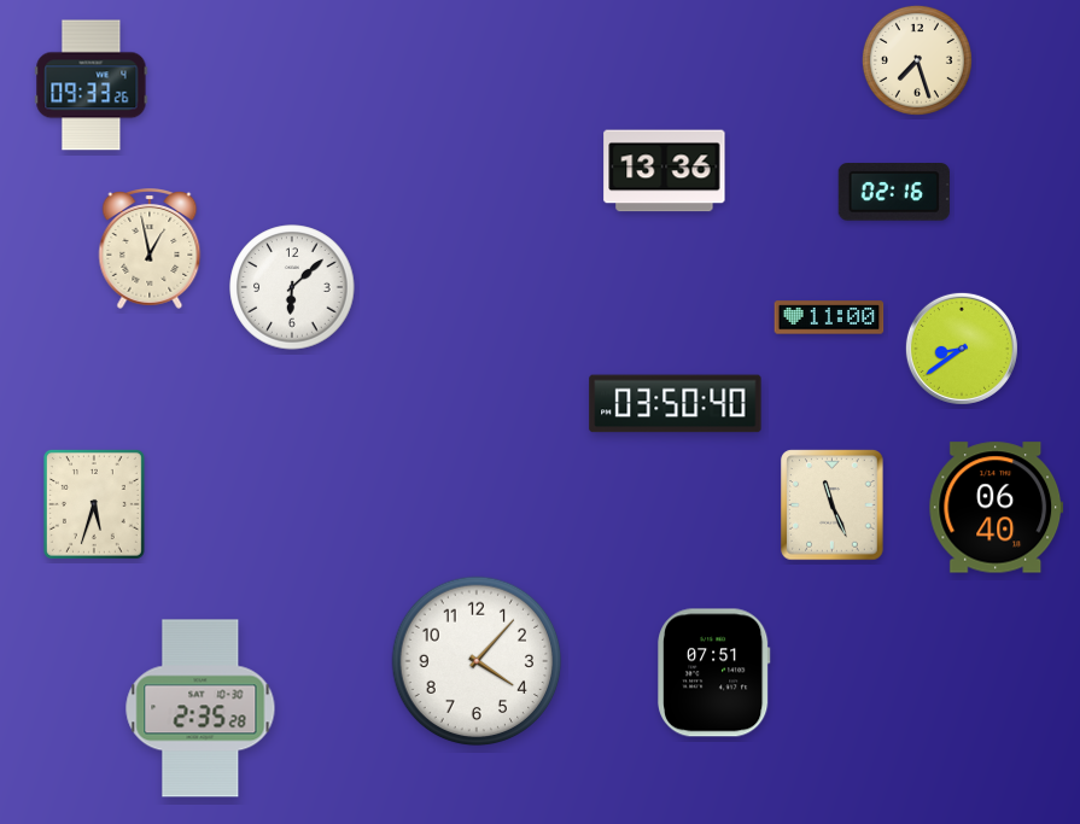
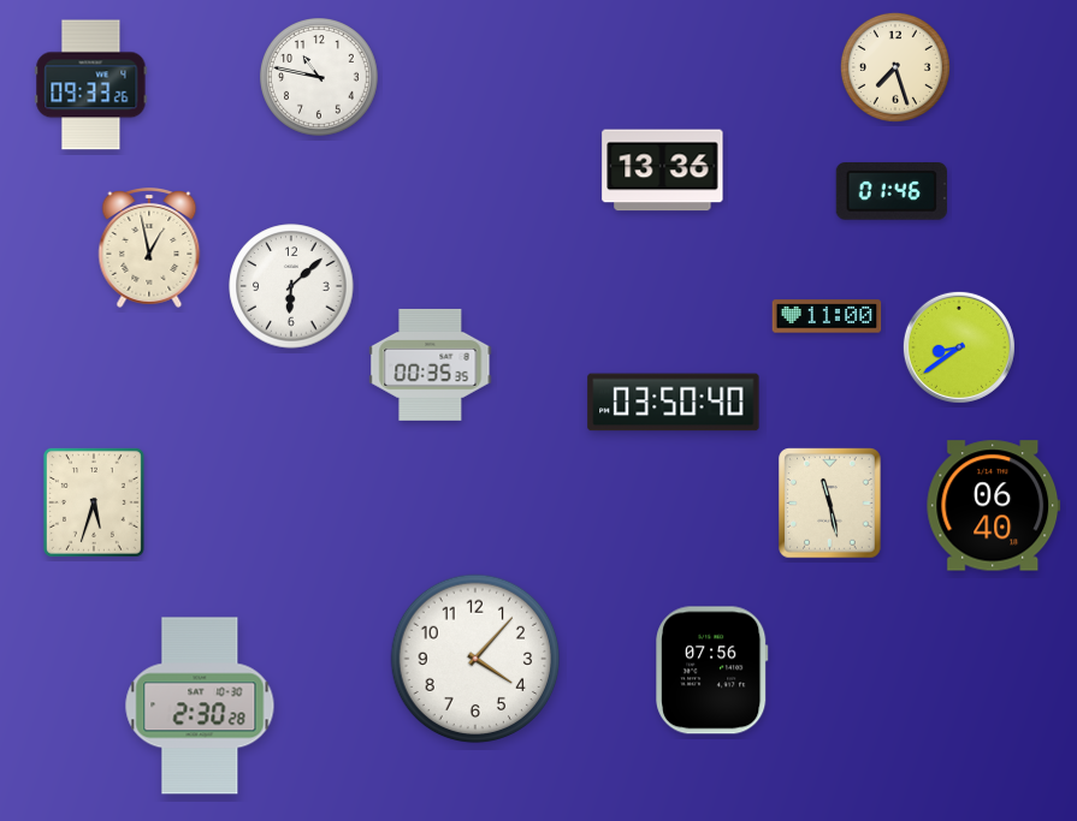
clock at (917, 60) position: (917, 60) -> (895, 67)
clock at (320, 78): none -> 10:47
clock at (894, 193): 02:16 -> 01:46
clock at (431, 364): none -> 00:35
clock at (833, 505): 11:26 -> 11:28
clock at (714, 673): 07:51 -> 07:56
clock at (200, 708): 2:35 -> 2:30
